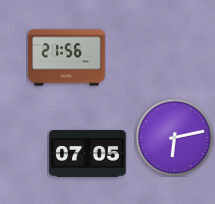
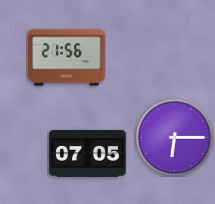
clock at (174, 137): 6:13 -> 6:15
